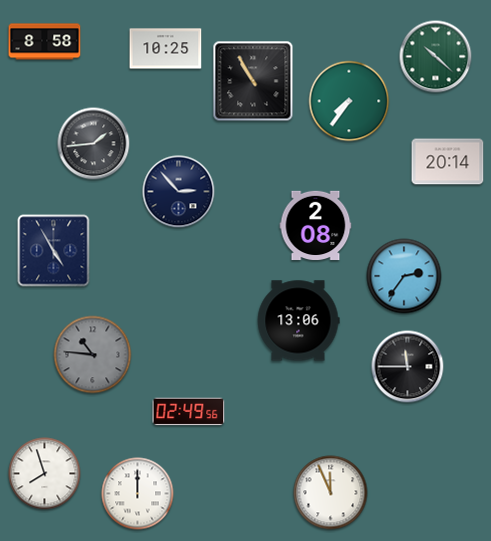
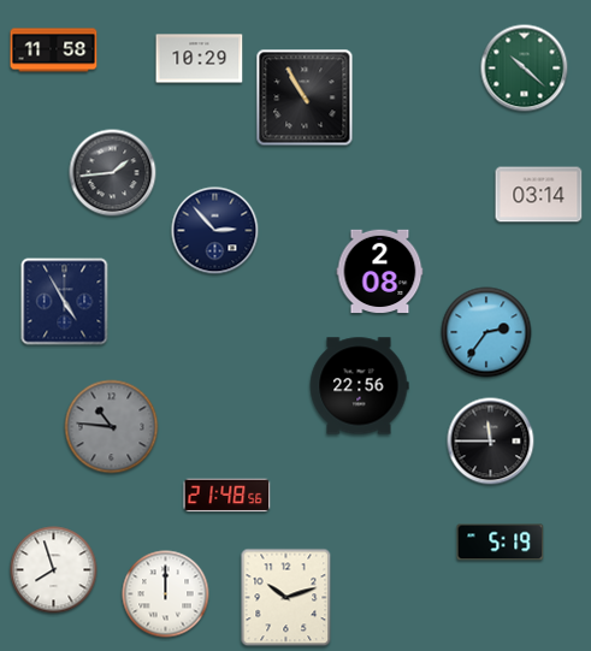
clock at (45, 42): 8:58 -> 11:58
clock at (166, 49): 10:25 -> 10:29
clock at (349, 101): 7:36 -> none
clock at (448, 162): 20:14 -> 03:14
clock at (298, 321): 13:06 -> 22:56
clock at (189, 412): 02:49 -> 21:48
clock at (501, 543): none -> 5:19
clock at (331, 493): 11:56 -> none
clock at (286, 598): none -> 10:12
